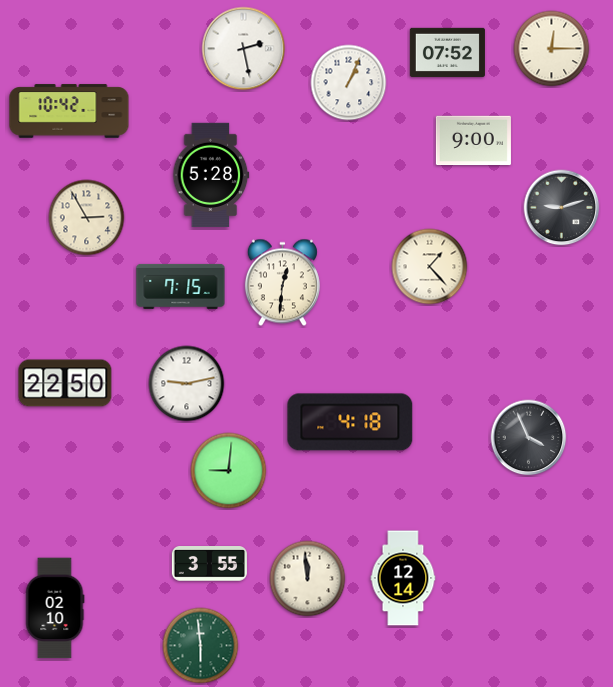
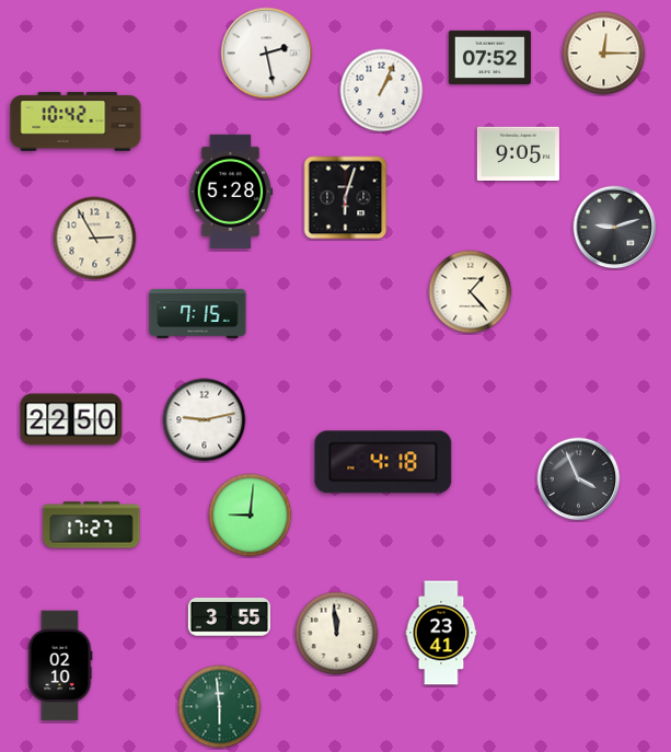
clock at (473, 141): 9:00 -> 9:05
clock at (346, 198): none -> 6:03
clock at (282, 283): 12:31 -> none
clock at (92, 525): none -> 17:27
clock at (403, 578): 12:14 -> 23:41
